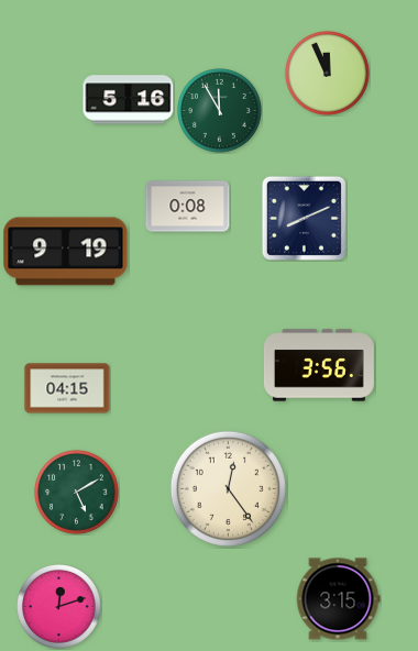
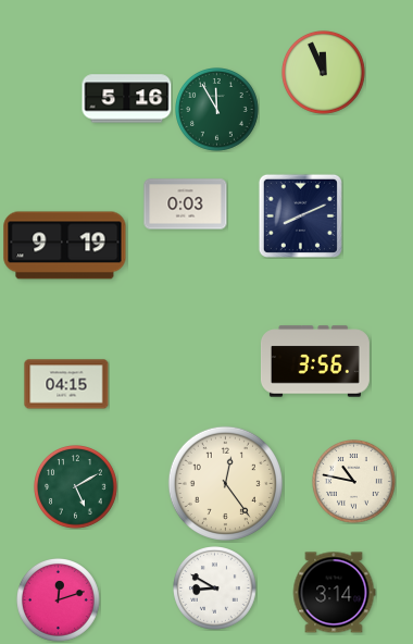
clock at (188, 207): 0:08 -> 0:03
clock at (66, 252) position: (66, 252) -> (65, 246)
clock at (354, 482): none -> 10:47
clock at (215, 589): none -> 8:50
clock at (338, 599): 3:15 -> 3:14
